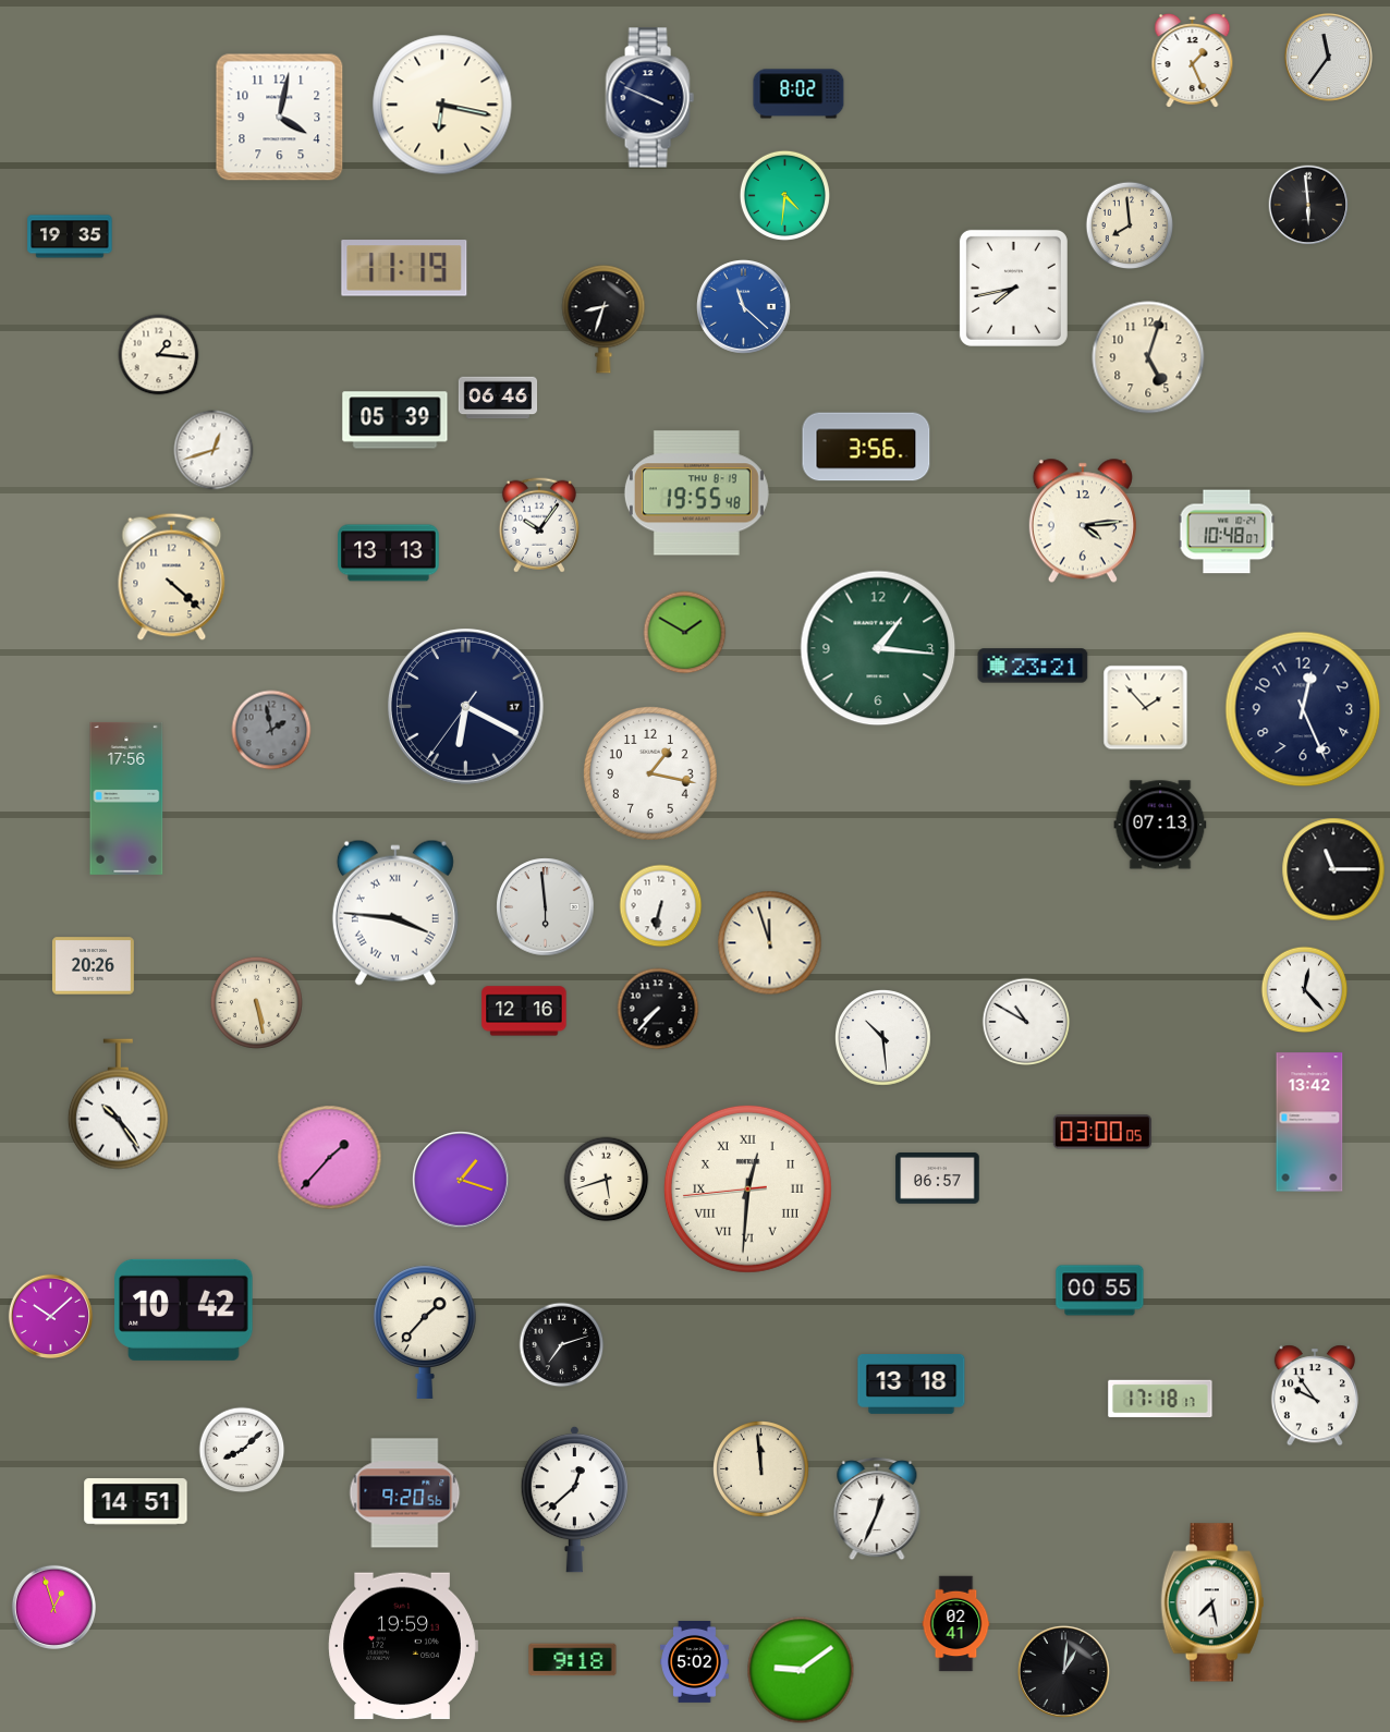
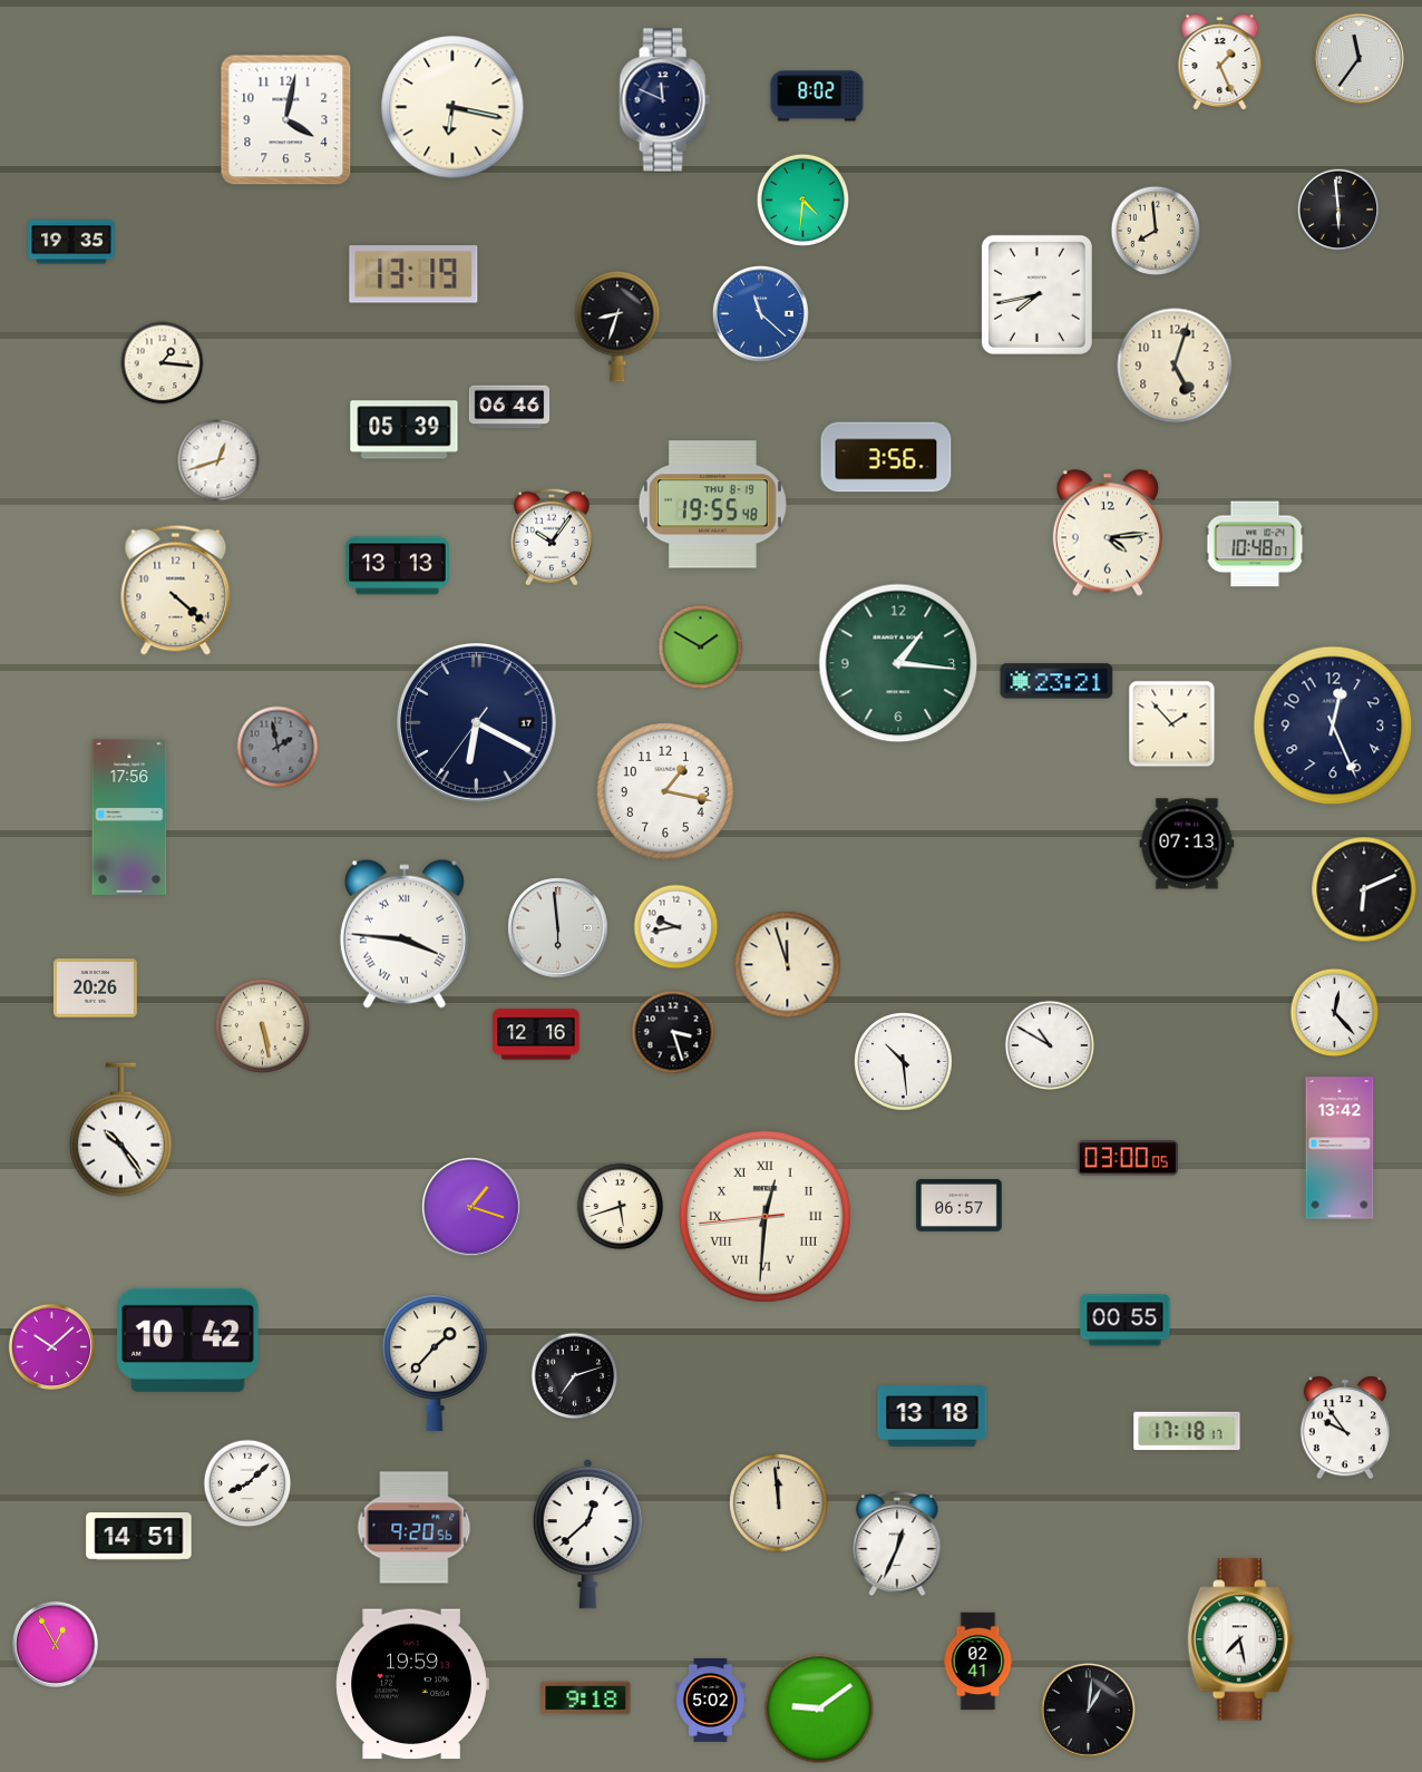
clock at (649, 98): 3:49 -> 11:49
clock at (404, 268): 11:19 -> 13:19
clock at (1333, 869): 11:15 -> 6:11
clock at (661, 906): 6:32 -> 9:43
clock at (658, 1009): 7:37 -> 3:27
clock at (330, 1158): 1:37 -> none
clock at (53, 1607): 12:57 -> 12:55
